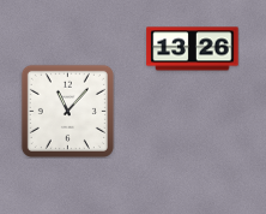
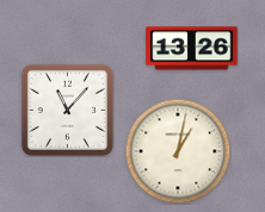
clock at (178, 151): none -> 1:02
